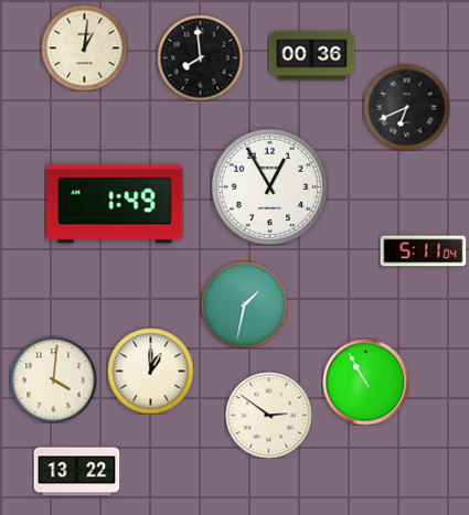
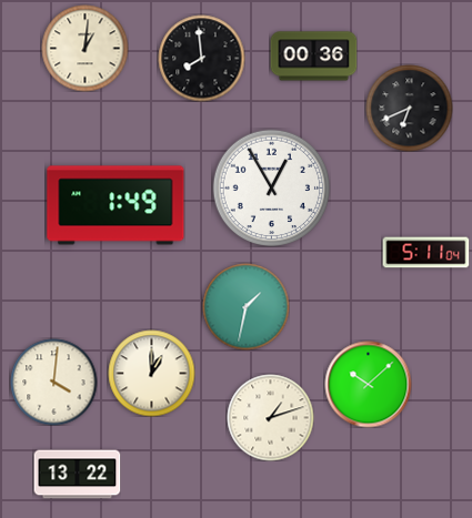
clock at (365, 382): 10:55 -> 10:08
clock at (268, 415): 2:51 -> 1:12
